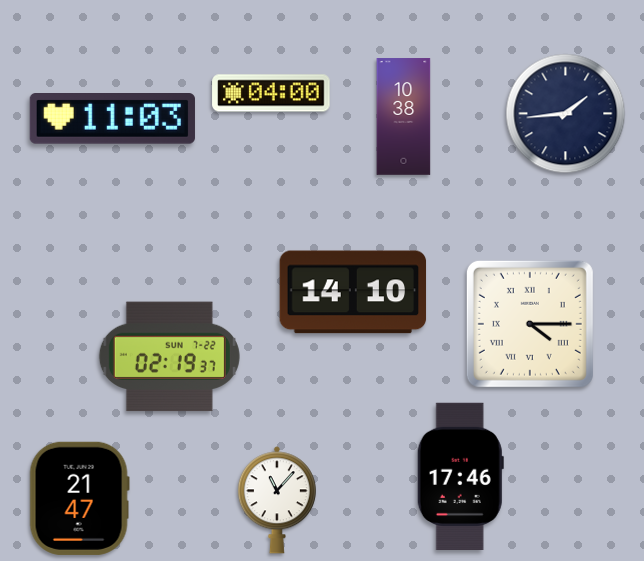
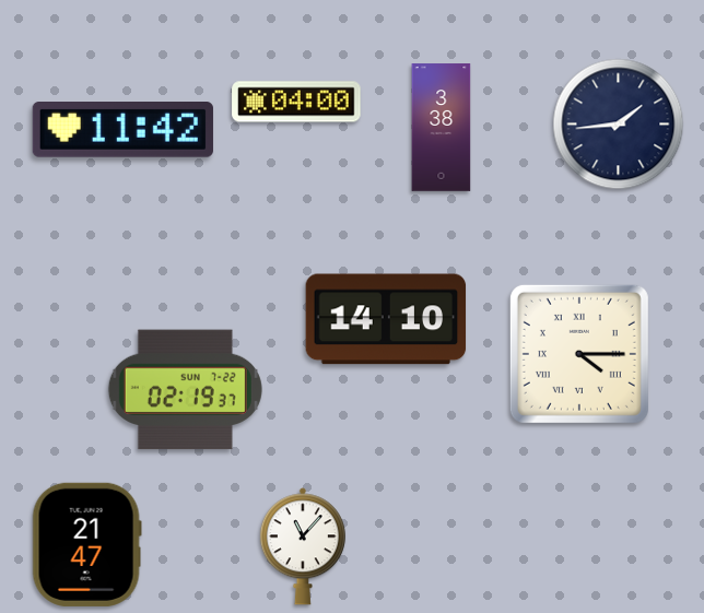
clock at (404, 117): 10:38 -> 3:38
clock at (112, 119): 11:03 -> 11:42
clock at (460, 476): 17:46 -> none
